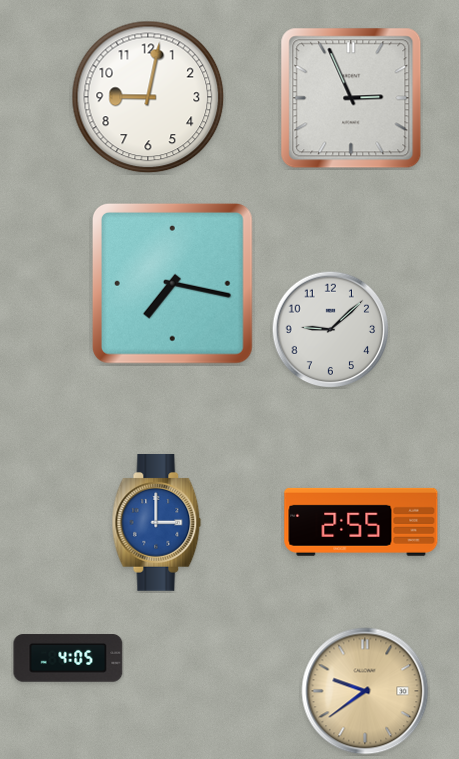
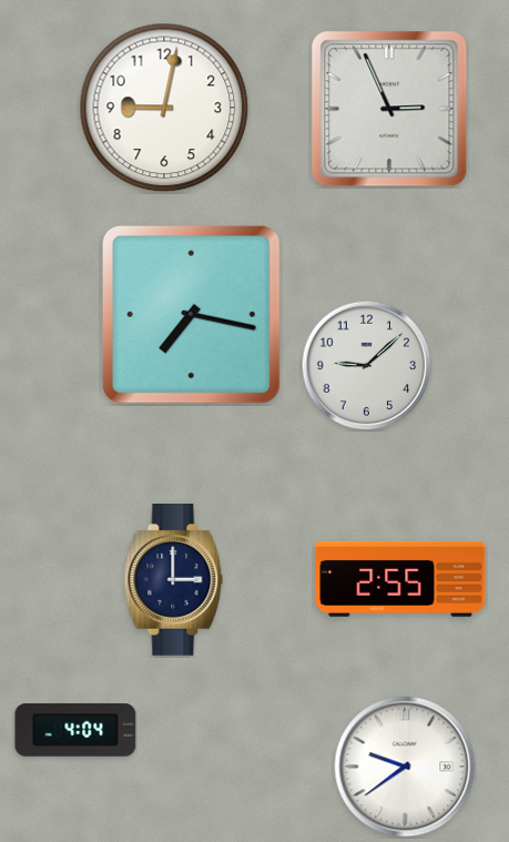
clock at (157, 523) dial: blue -> navy
clock at (68, 658): 4:05 -> 4:04
clock at (365, 691) dial: champagne -> white
